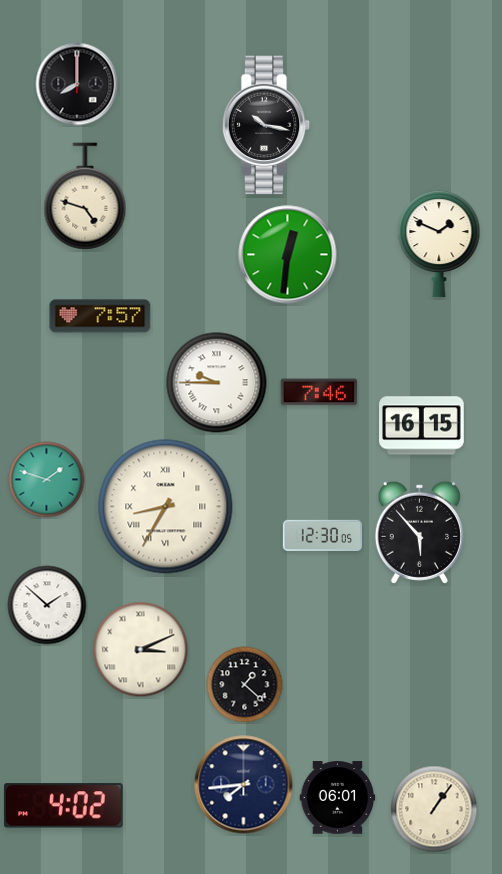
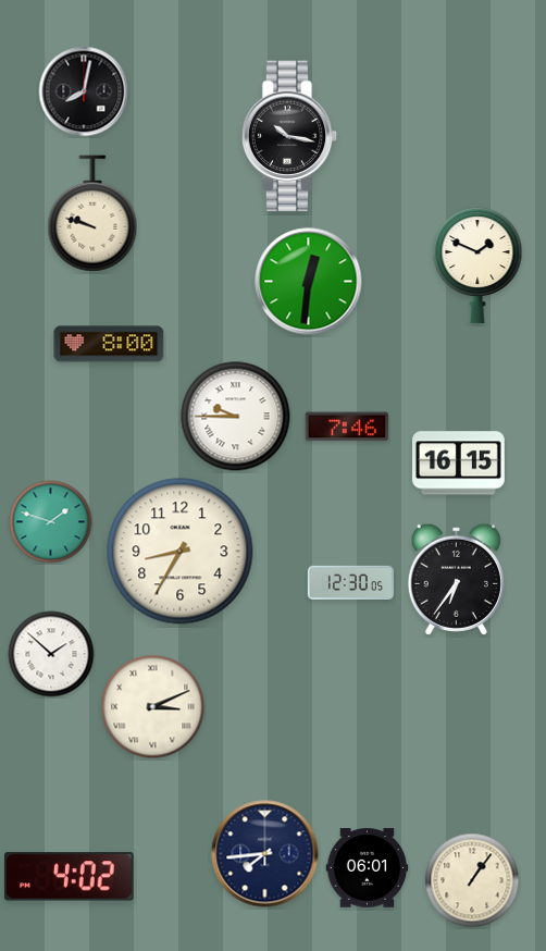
clock at (77, 84): 8:00 -> 8:02
clock at (85, 196): 4:48 -> 9:48
clock at (288, 255) position: (288, 255) -> (309, 282)
clock at (100, 316): 7:57 -> 8:00
clock at (166, 507) numerals: Roman -> Arabic
clock at (419, 532): 5:53 -> 6:36
clock at (47, 605) position: (47, 605) -> (51, 654)
clock at (245, 685): 1:22 -> none
